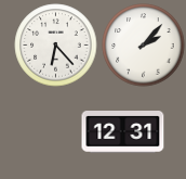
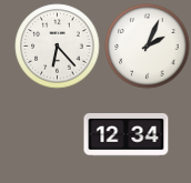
clock at (144, 46): 2:07 -> 2:04
clock at (123, 132): 12:31 -> 12:34
